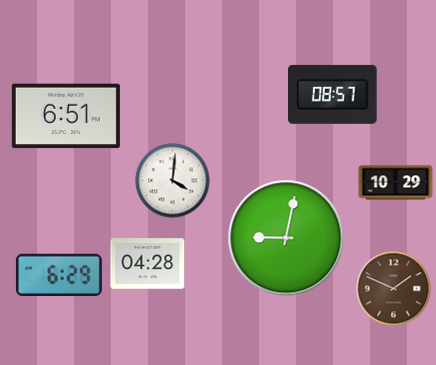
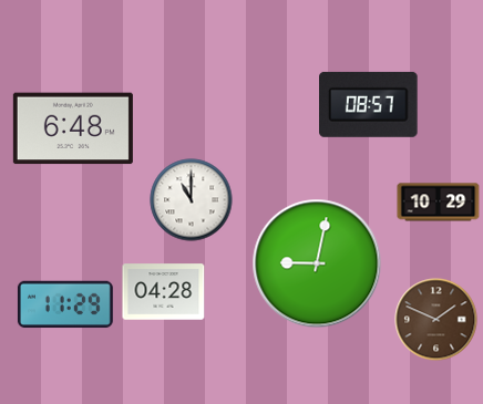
clock at (66, 116): 6:51 -> 6:48
clock at (173, 181): 4:01 -> 11:00
clock at (59, 275): 6:29 -> 11:29
